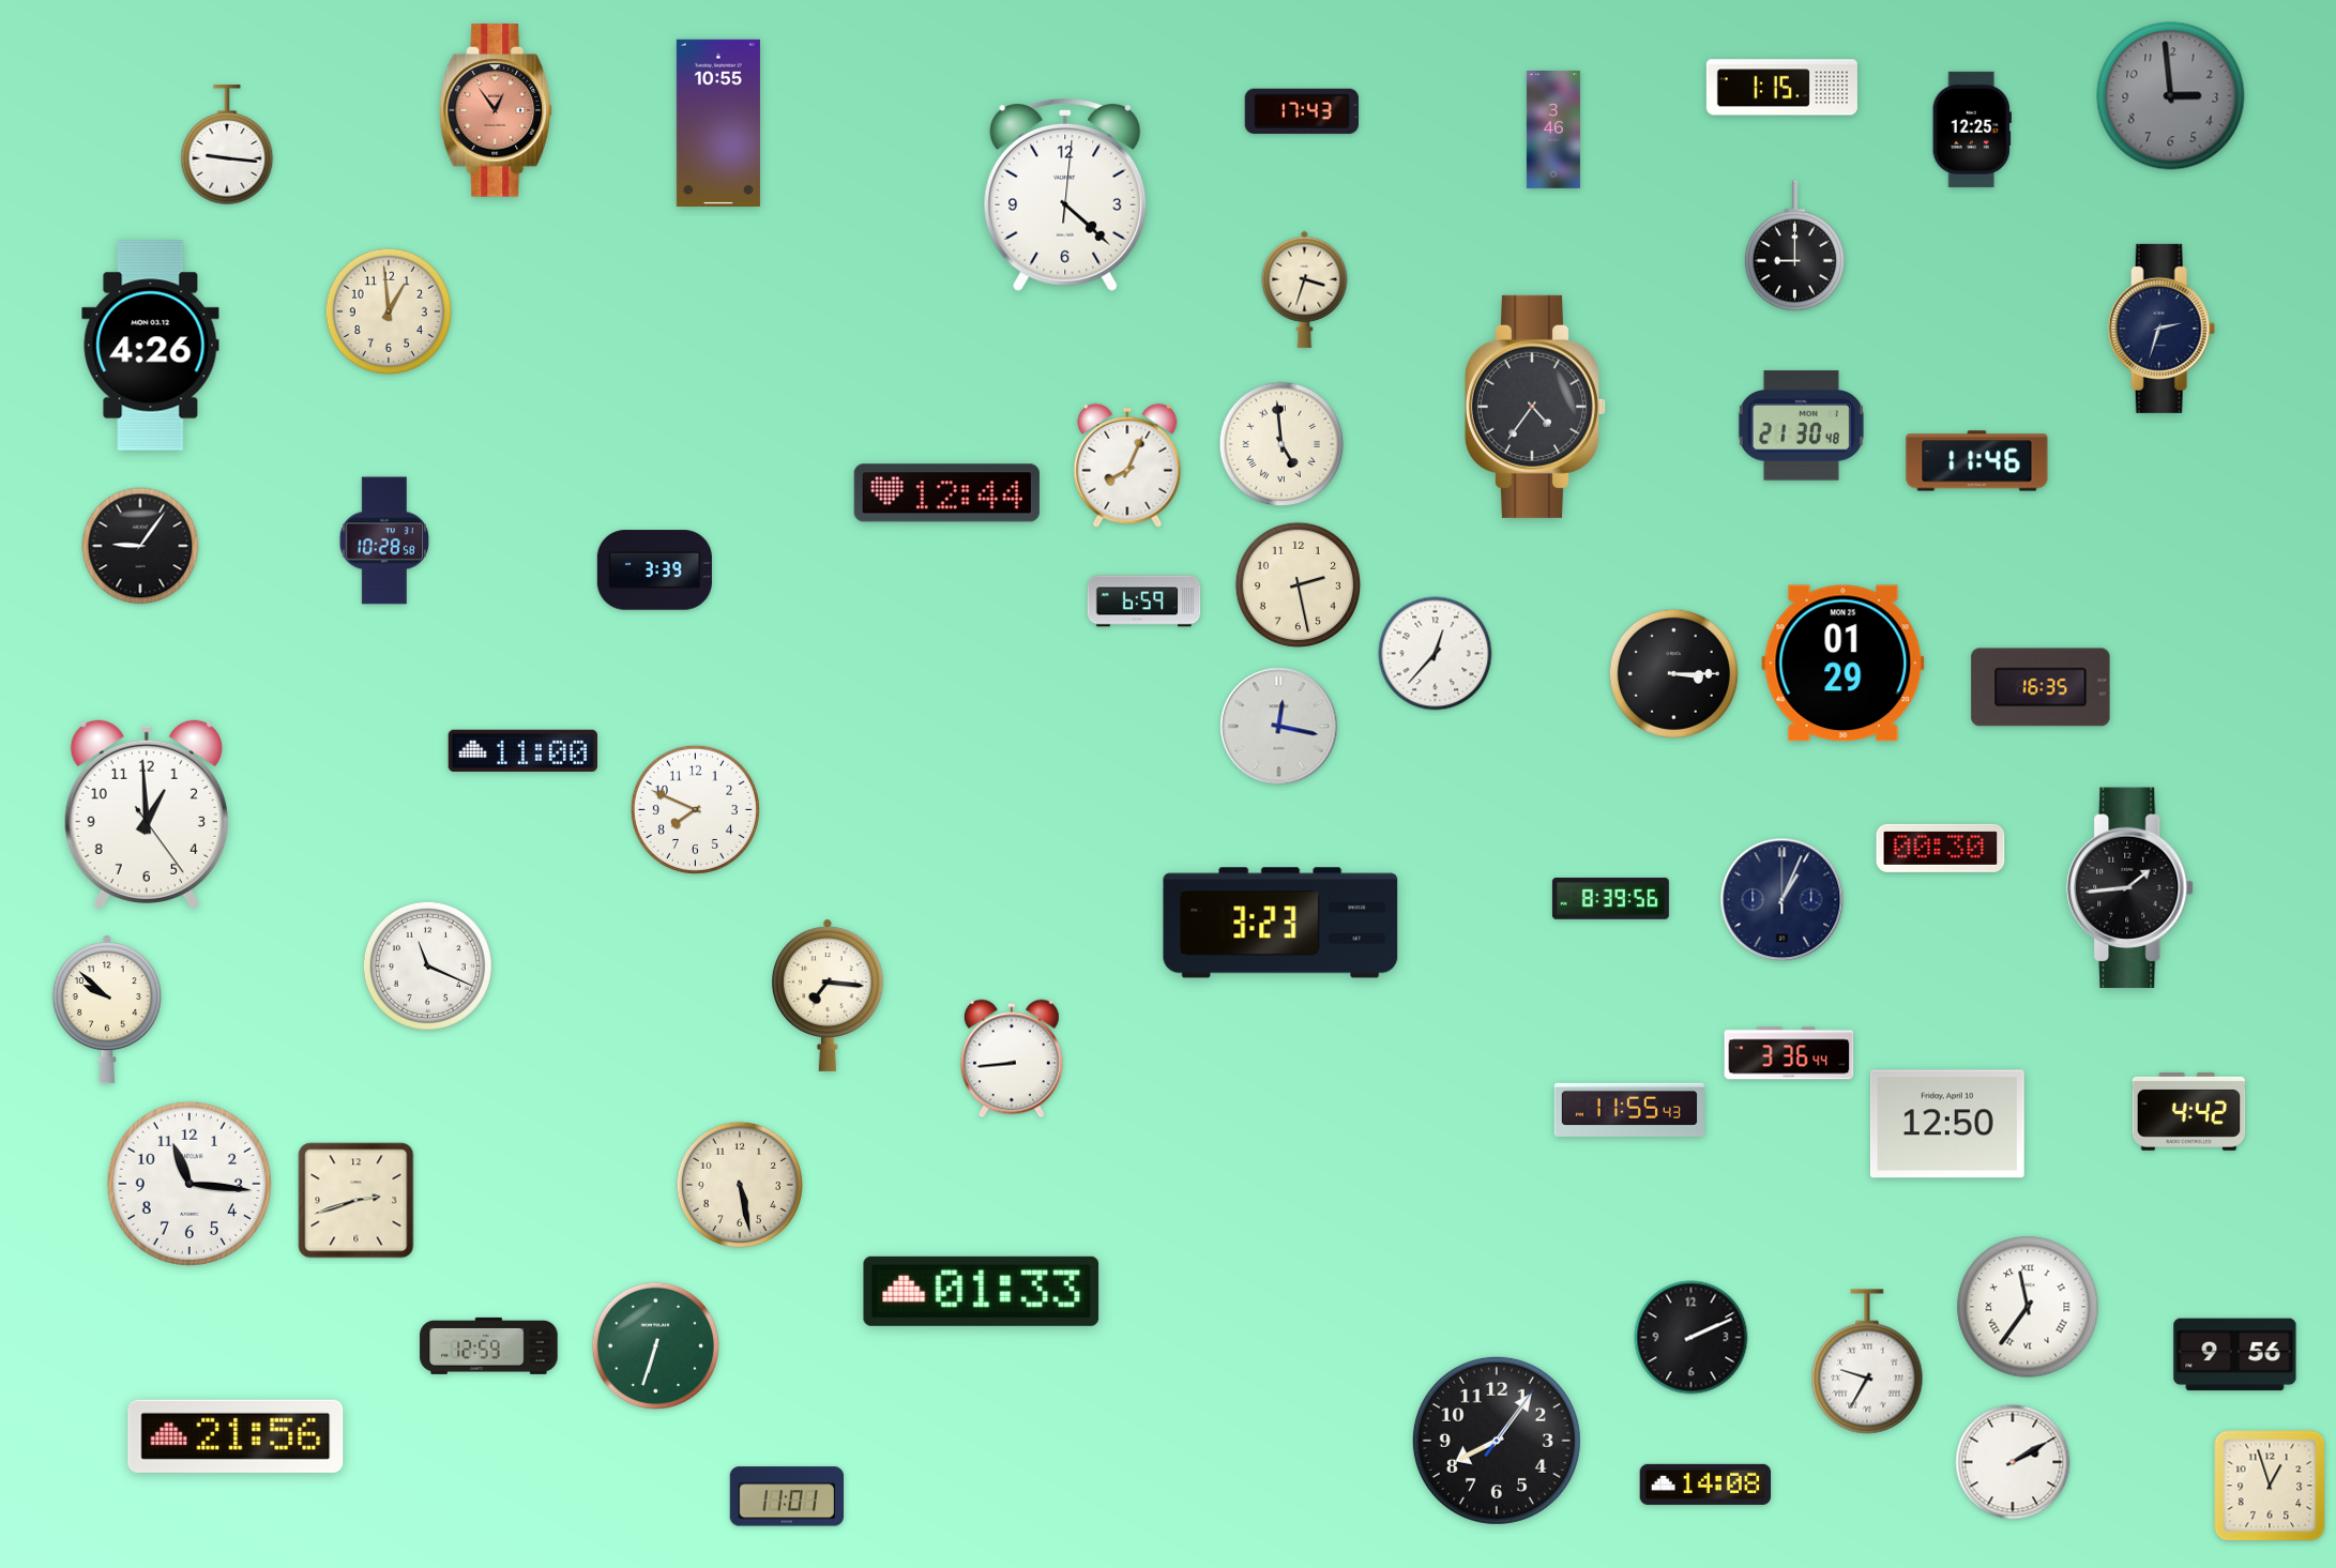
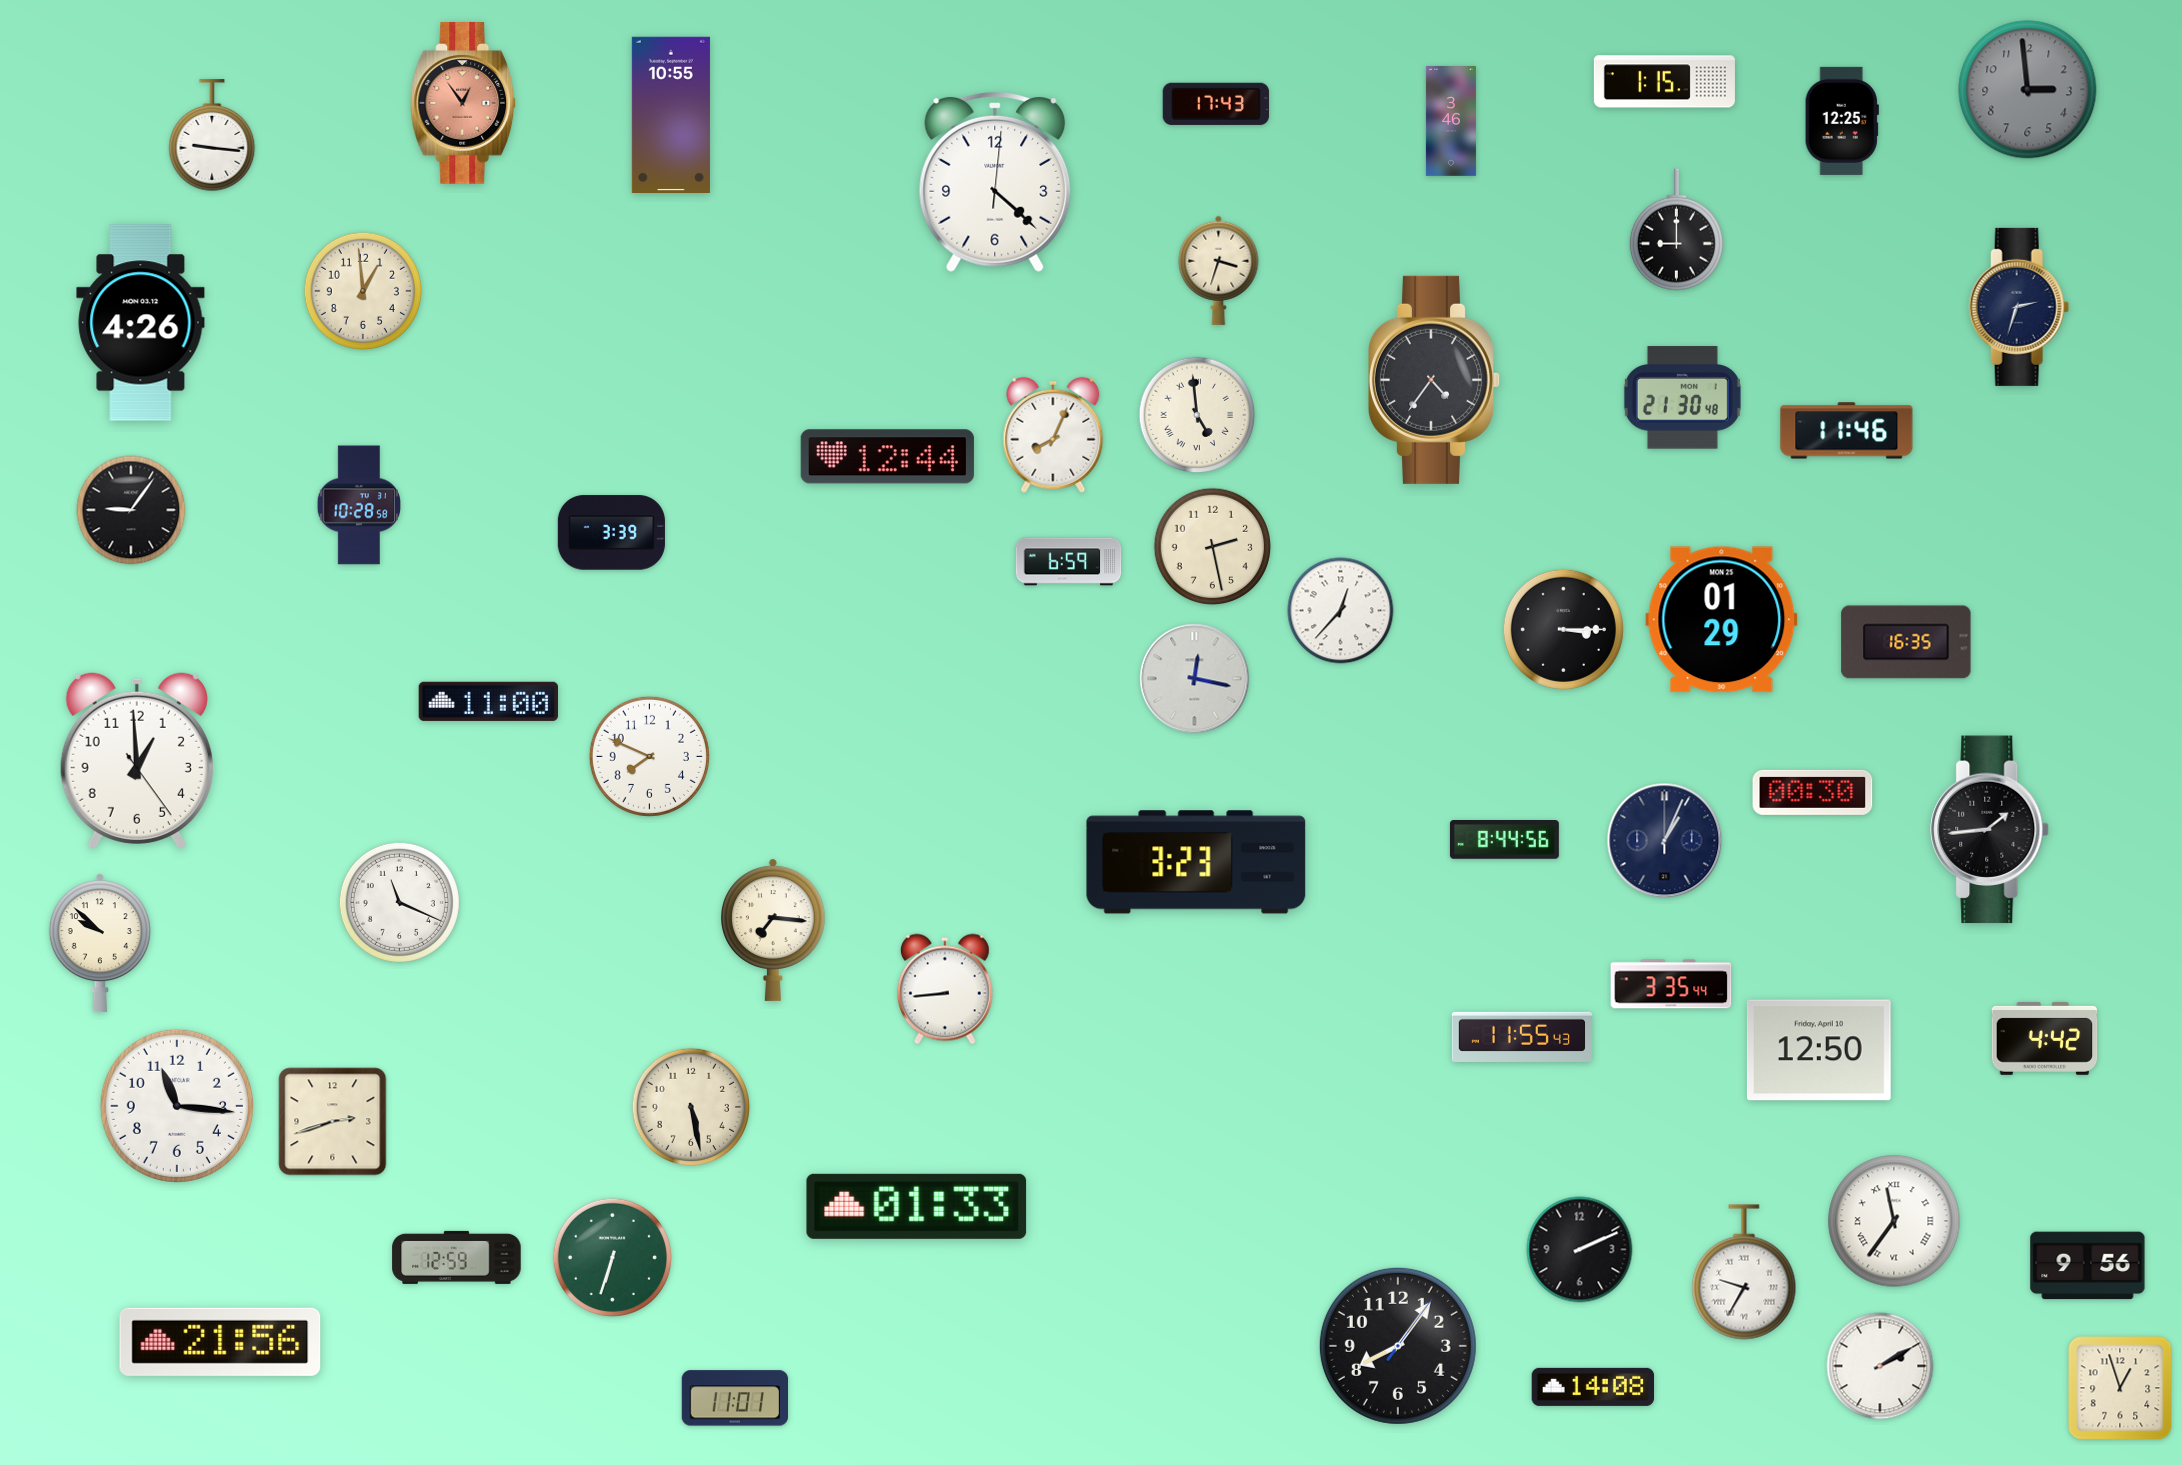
clock at (946, 493) position: (946, 493) -> (887, 457)
clock at (1610, 899): 8:39 -> 8:44
clock at (1789, 1053): 3:36 -> 3:35
